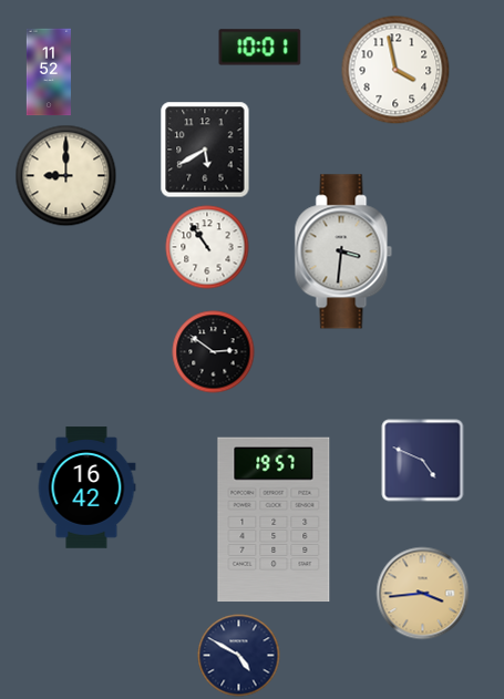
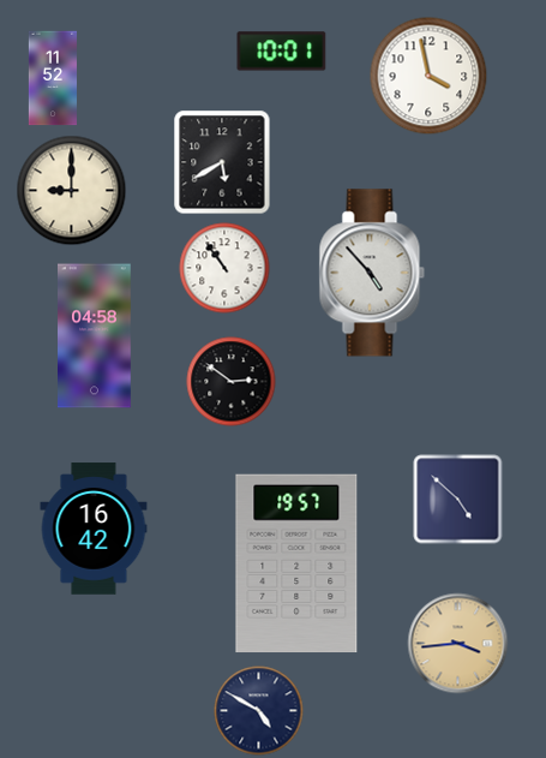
clock at (343, 251): 3:31 -> 4:53
clock at (95, 336): none -> 04:58
clock at (423, 461): 4:49 -> 4:52
